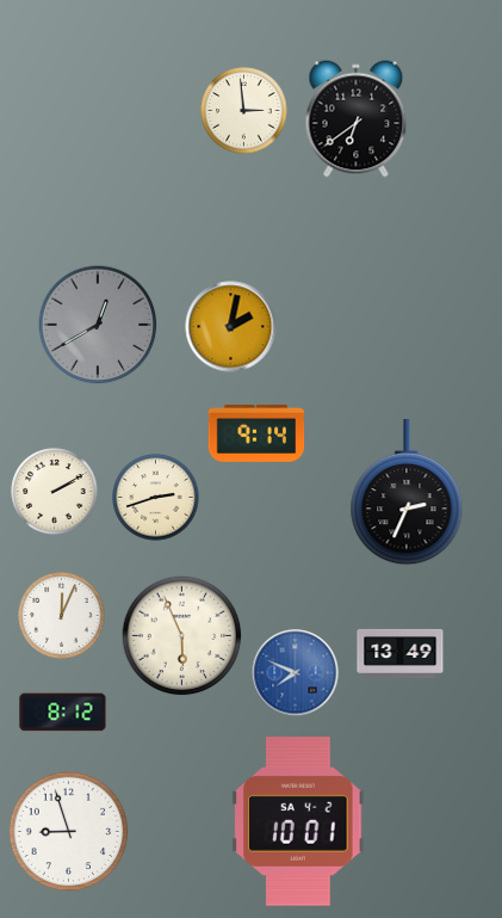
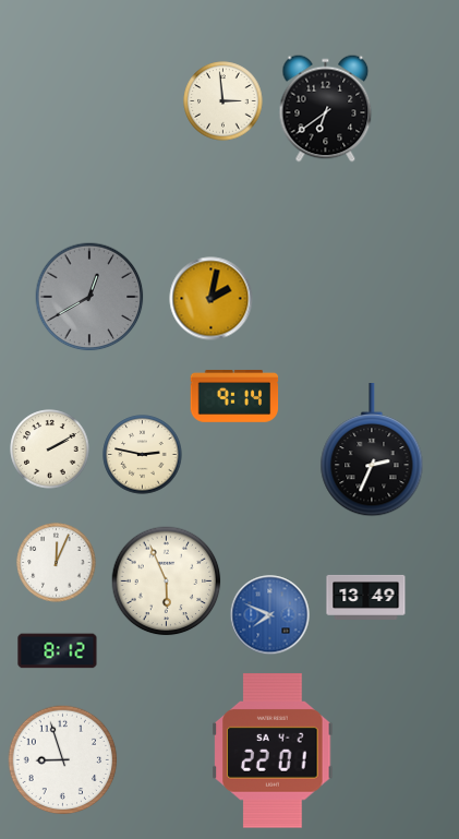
clock at (156, 498): 2:42 -> 2:47
clock at (298, 821): 10:01 -> 22:01
